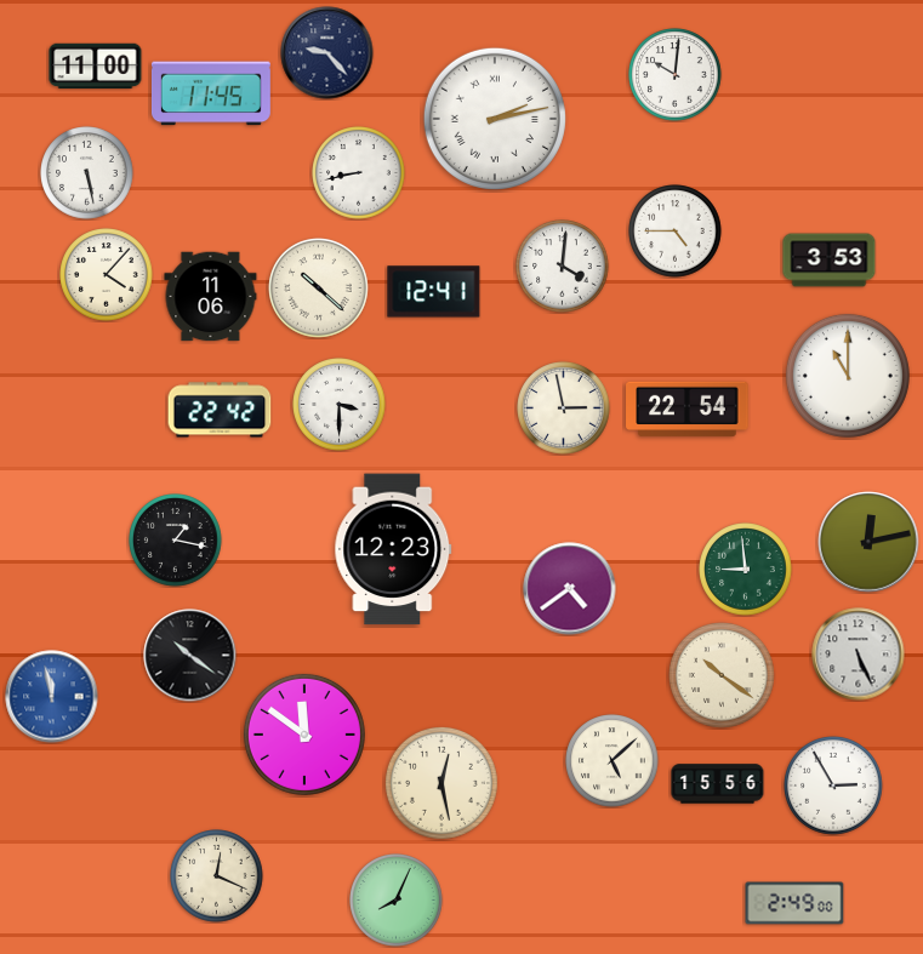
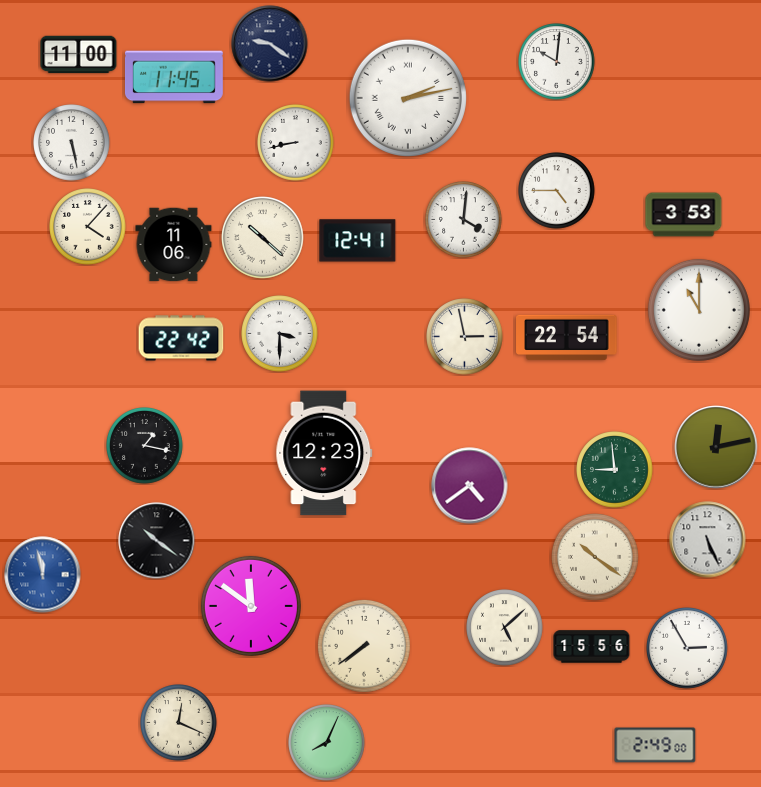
clock at (327, 53): 9:23 -> 9:21
clock at (441, 783): 12:28 -> 7:39
